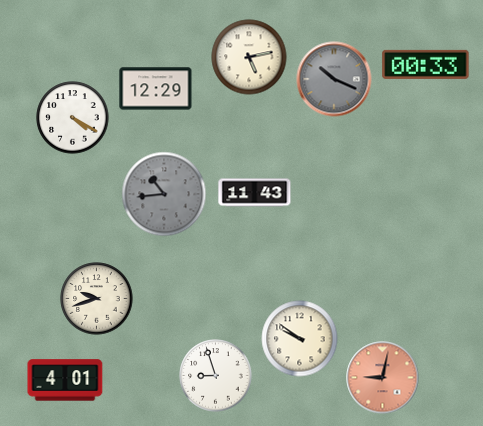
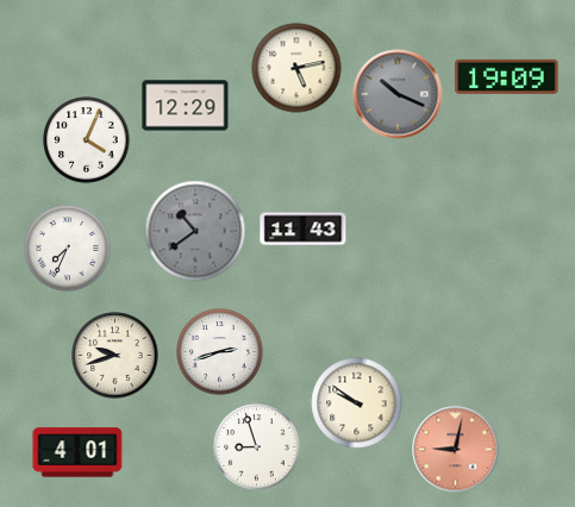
clock at (426, 64): 00:33 -> 19:09
clock at (73, 118): 4:20 -> 4:04
clock at (164, 194): 10:44 -> 10:39
clock at (68, 249): none -> 7:34
clock at (220, 352): none -> 2:42
